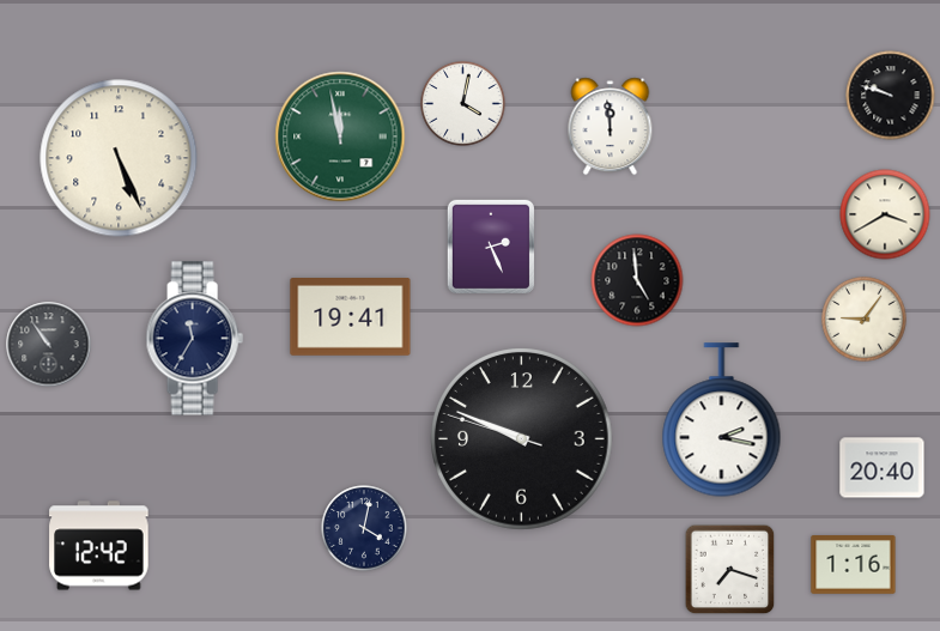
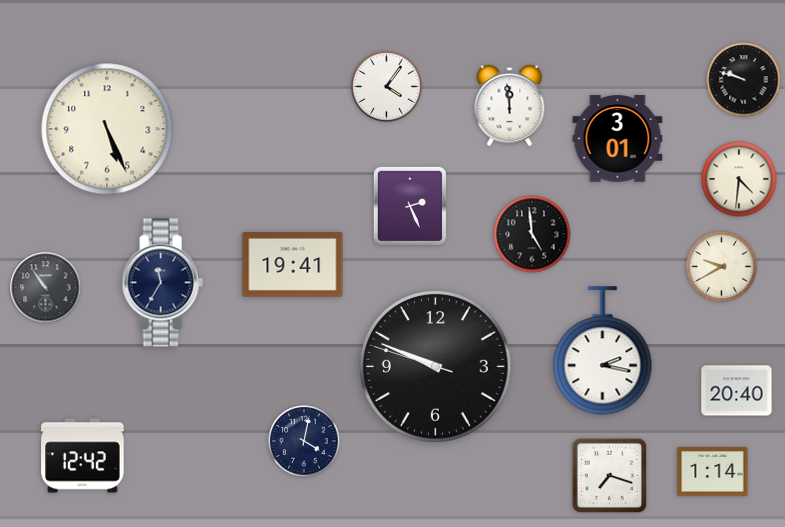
clock at (463, 104): 4:02 -> 4:06
clock at (340, 136): 11:58 -> none
clock at (119, 158) position: (119, 158) -> (107, 129)
clock at (618, 139): none -> 3:01
clock at (885, 214): 3:40 -> 4:31
clock at (865, 320): 9:06 -> 9:40
clock at (49, 345) position: (49, 345) -> (46, 288)
clock at (854, 565): 1:16 -> 1:14
